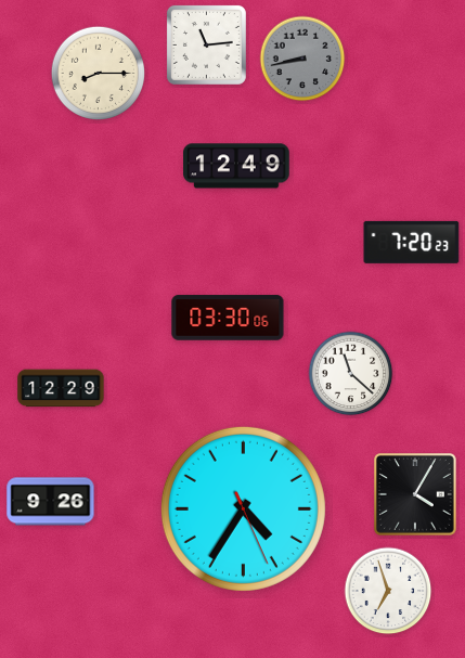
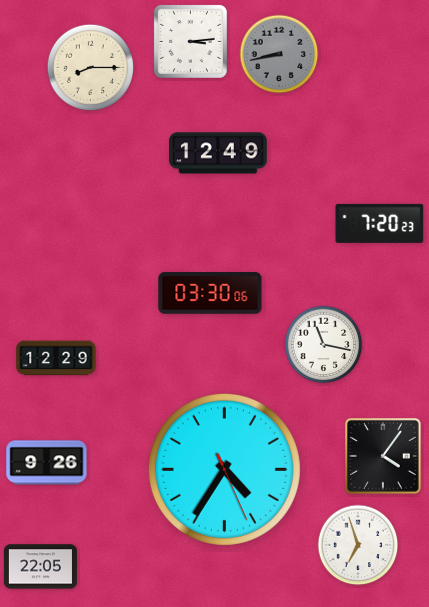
clock at (206, 44): 11:14 -> 3:14
clock at (351, 374): 11:22 -> 11:17
clock at (416, 495): 4:05 -> 4:06
clock at (40, 567): none -> 22:05
